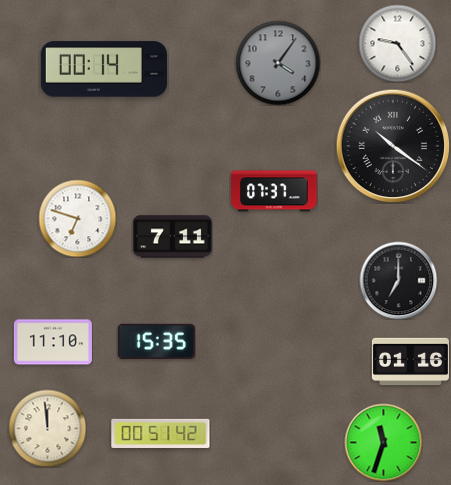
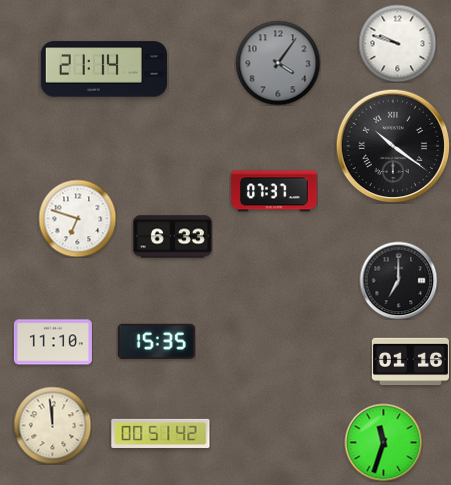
clock at (397, 43): 9:24 -> 9:48
clock at (103, 69): 00:14 -> 21:14
clock at (172, 237): 7:11 -> 6:33
clock at (47, 428) position: (47, 428) -> (52, 425)
